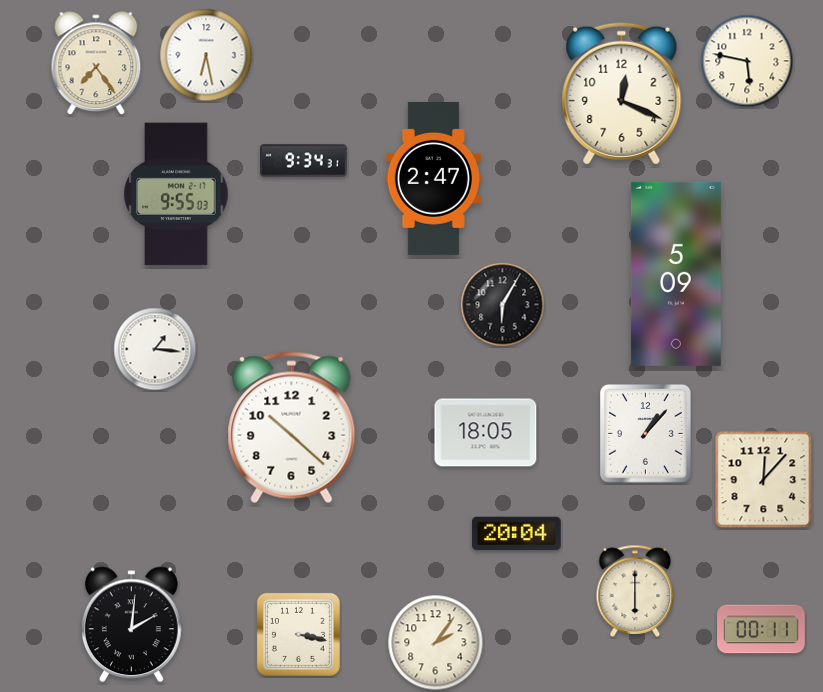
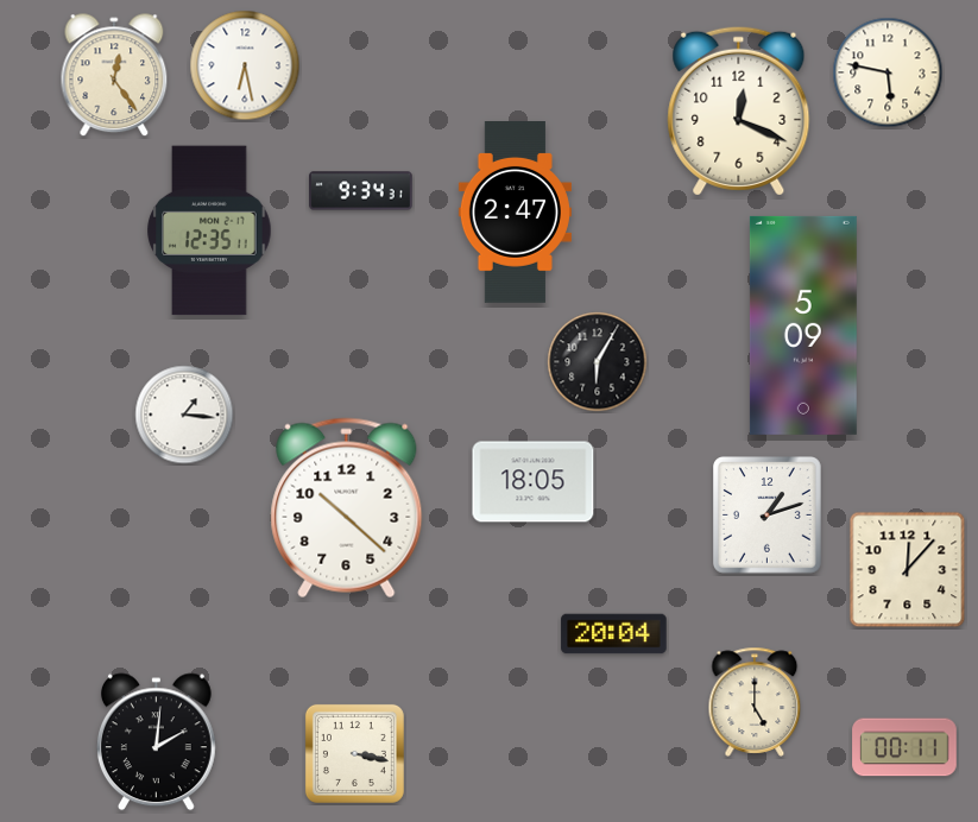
clock at (96, 64): 7:24 -> 12:24
clock at (176, 194): 9:55 -> 12:35
clock at (486, 433) position: (486, 433) -> (534, 482)
clock at (646, 434): 1:07 -> 1:12
clock at (635, 591): 6:00 -> 5:00
clock at (436, 643): 2:06 -> none
